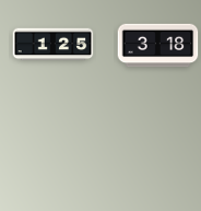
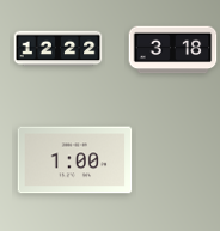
clock at (54, 45): 1:25 -> 12:22
clock at (75, 160): none -> 1:00
